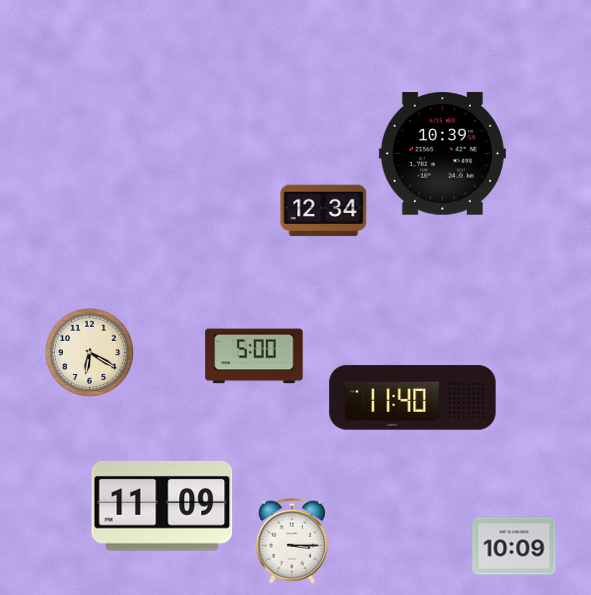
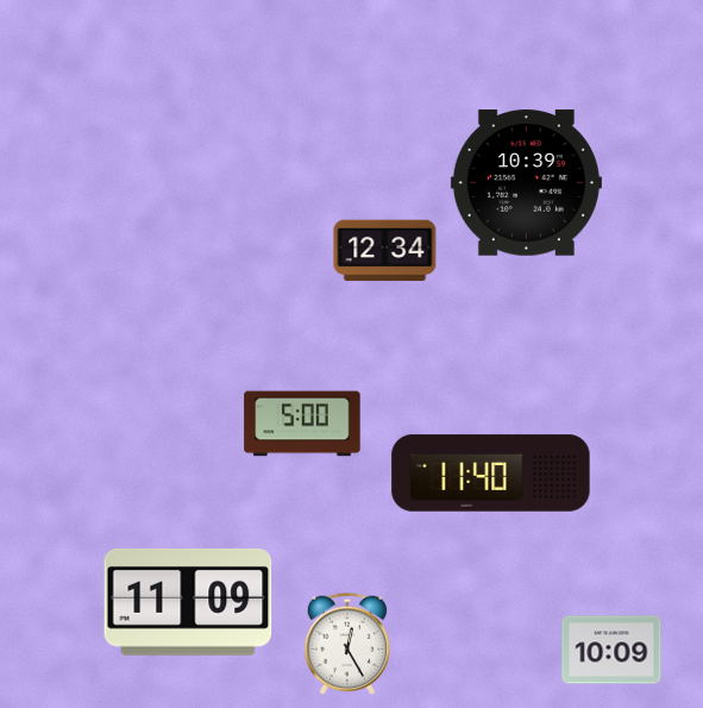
clock at (89, 352): 6:20 -> none
clock at (162, 506) position: (162, 506) -> (188, 602)
clock at (291, 541): 3:15 -> 12:25
